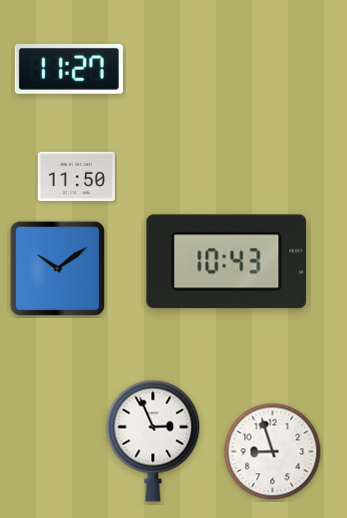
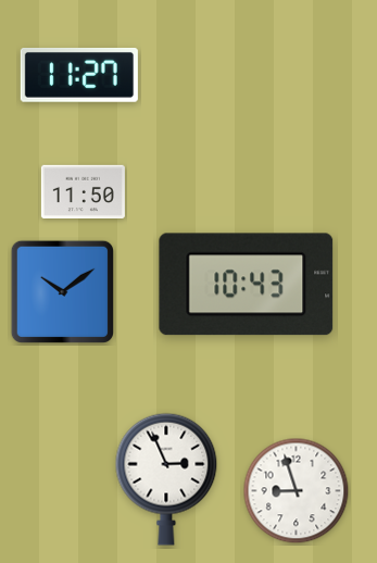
clock at (69, 69) position: (69, 69) -> (79, 75)
